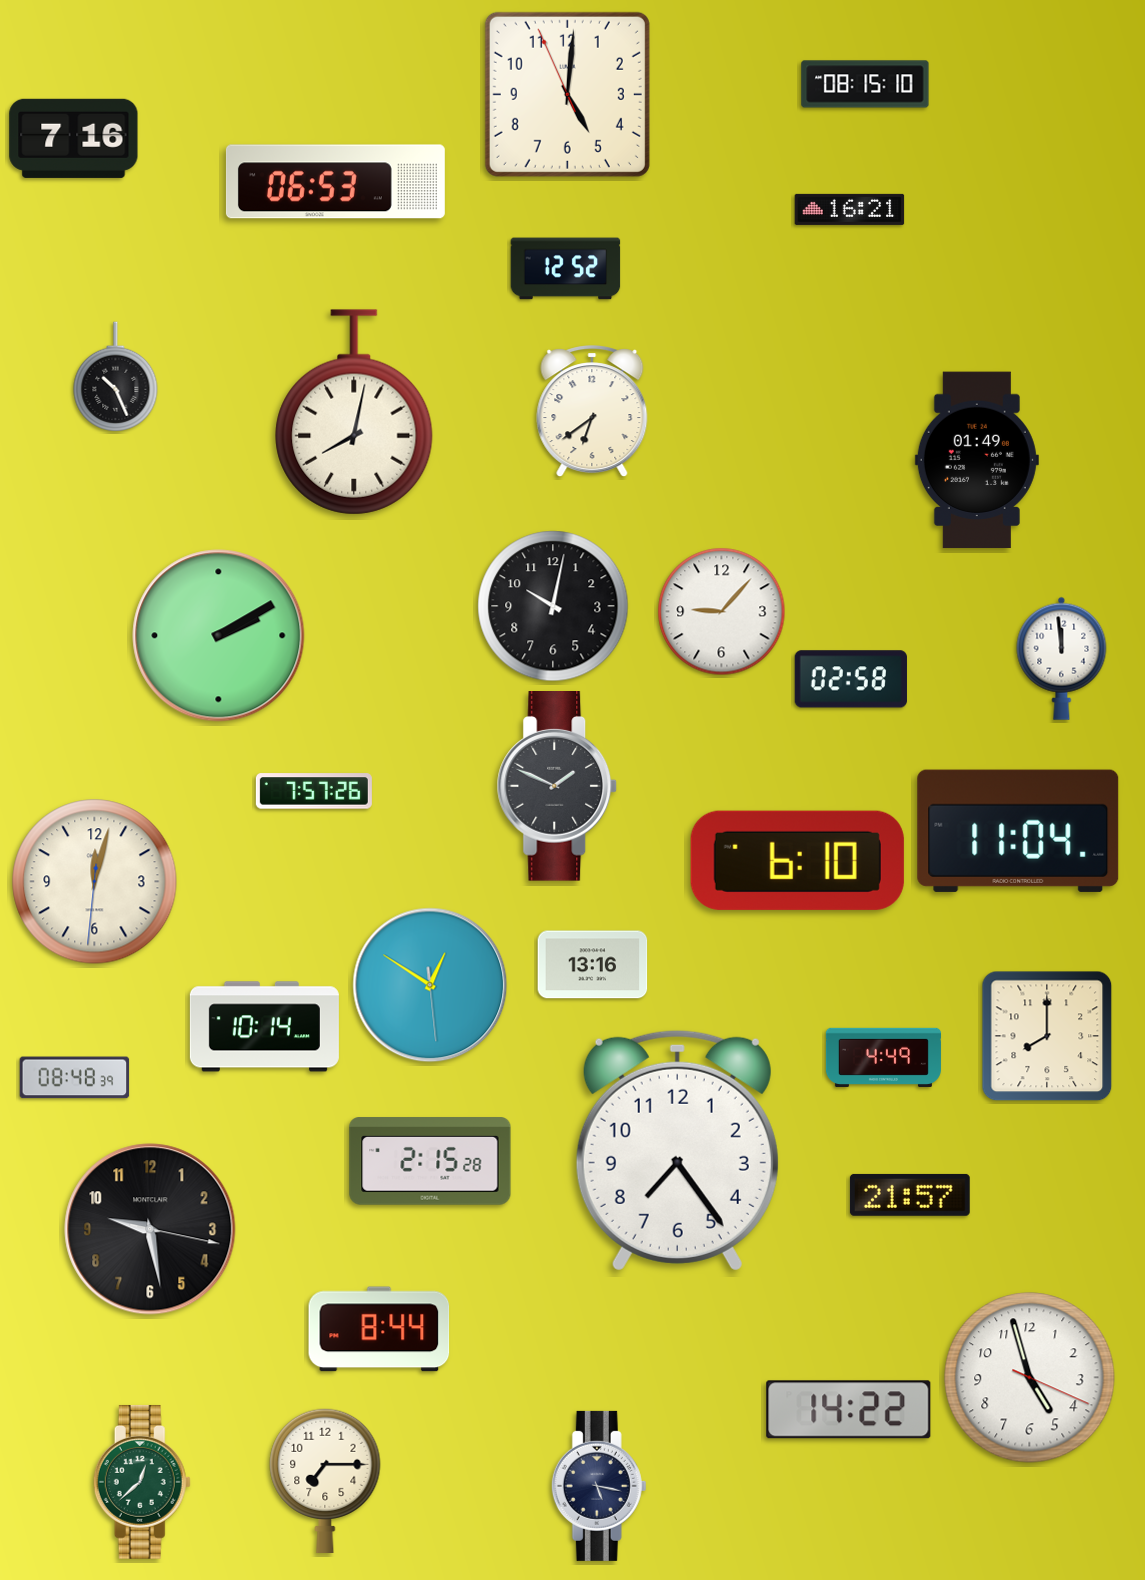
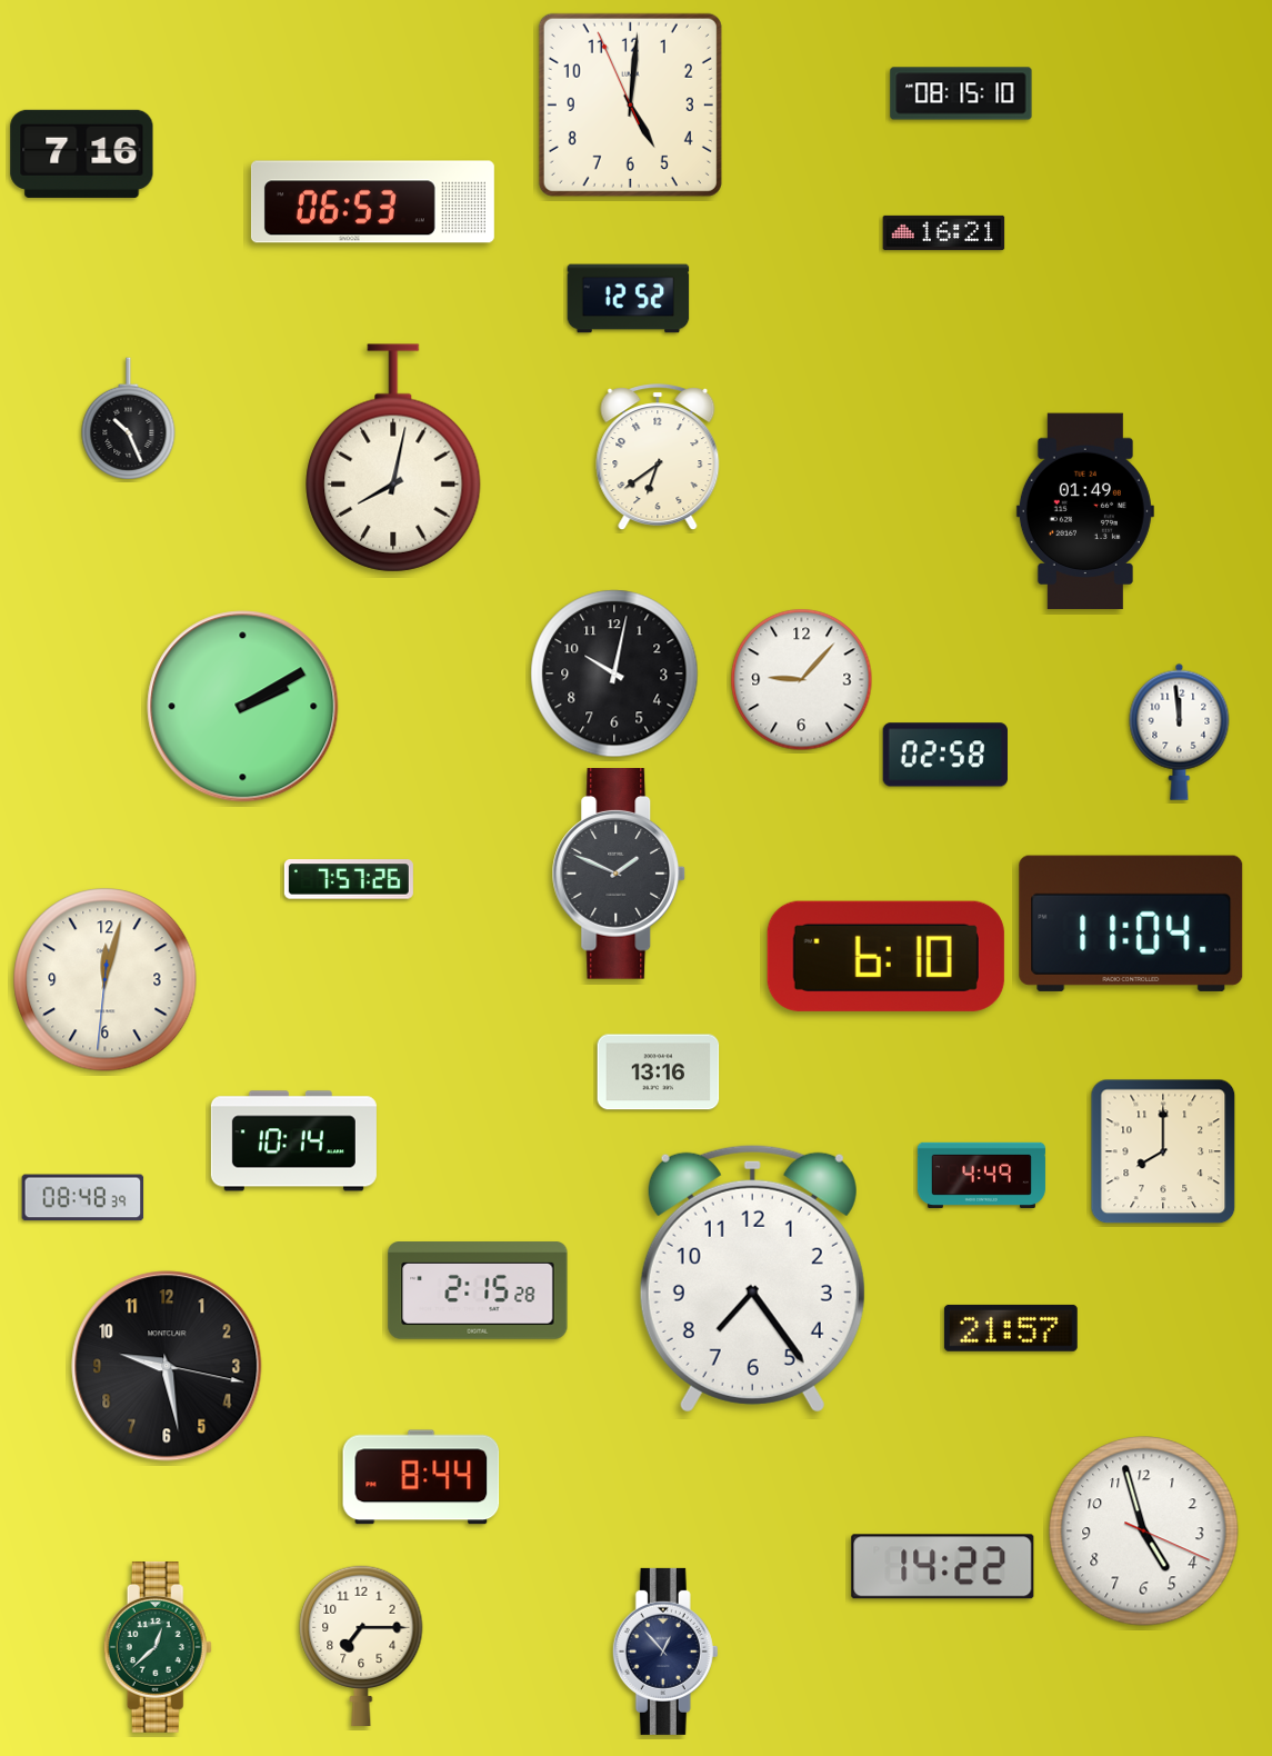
clock at (430, 985): 12:50 -> none
clock at (599, 1486): 5:17 -> 12:53
